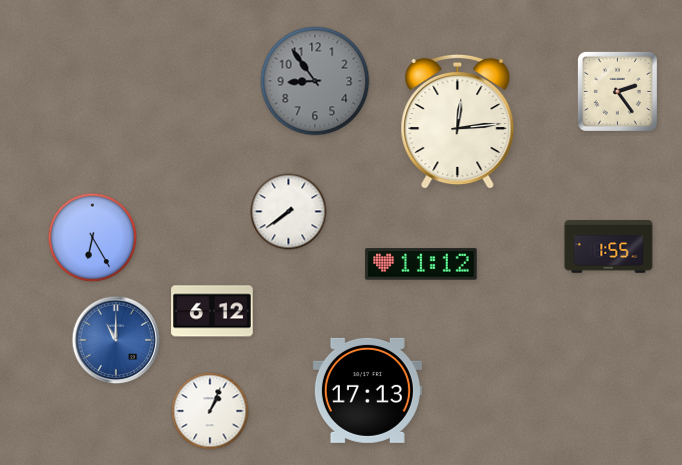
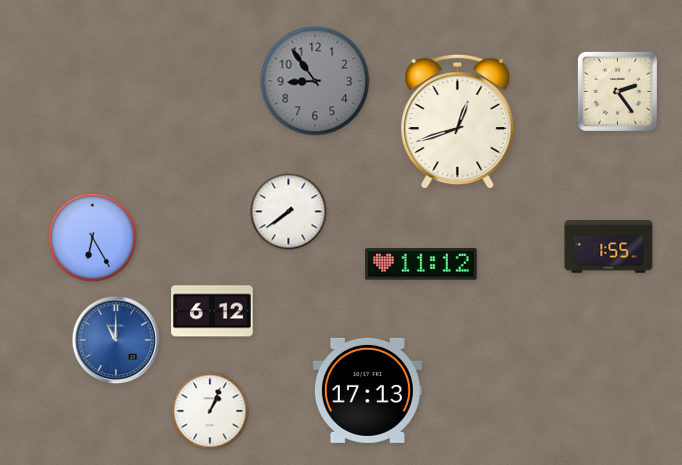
clock at (458, 122): 12:14 -> 12:42
